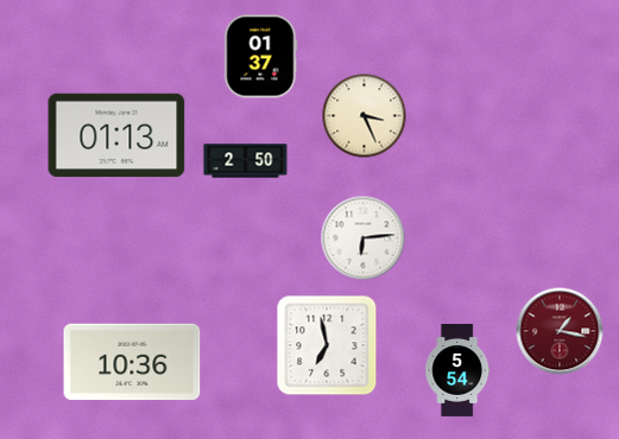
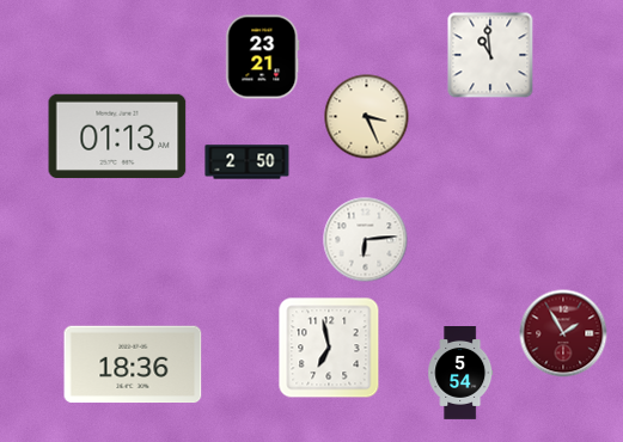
clock at (490, 55): none -> 10:59
clock at (261, 57): 01:37 -> 23:21
clock at (560, 331): 1:17 -> 1:55
clock at (132, 362): 10:36 -> 18:36
